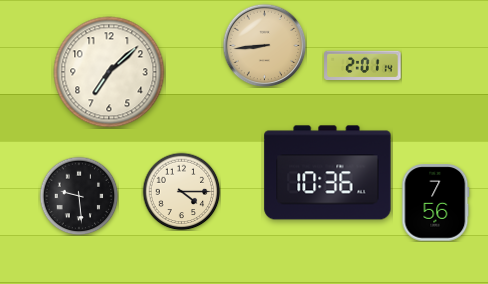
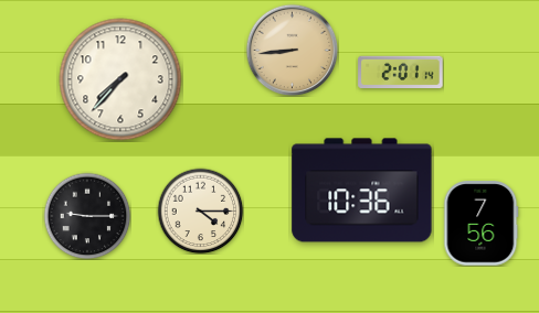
clock at (109, 72): 7:08 -> 7:37
clock at (79, 196): 9:29 -> 9:15
